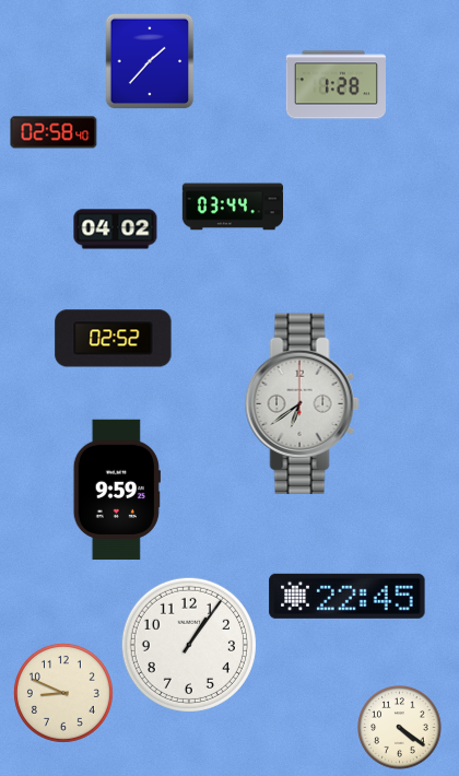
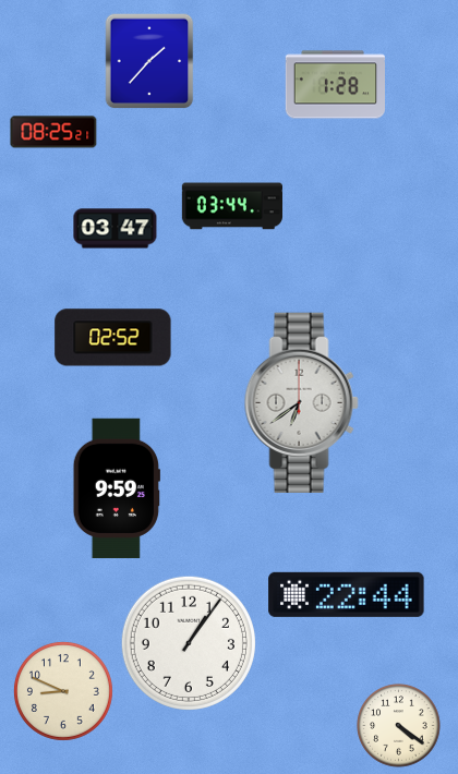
clock at (54, 132): 02:58 -> 08:25
clock at (116, 230): 04:02 -> 03:47
clock at (348, 596): 22:45 -> 22:44
